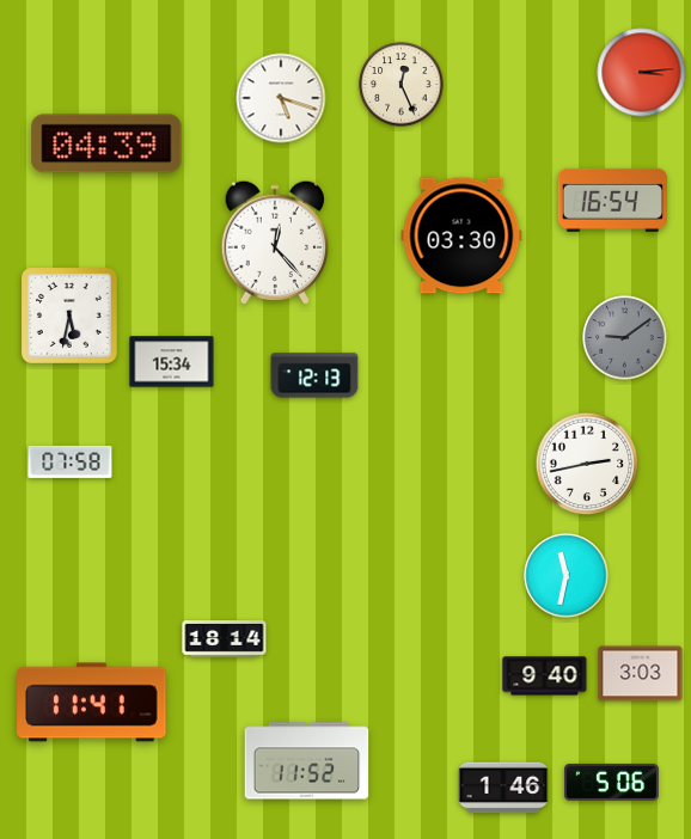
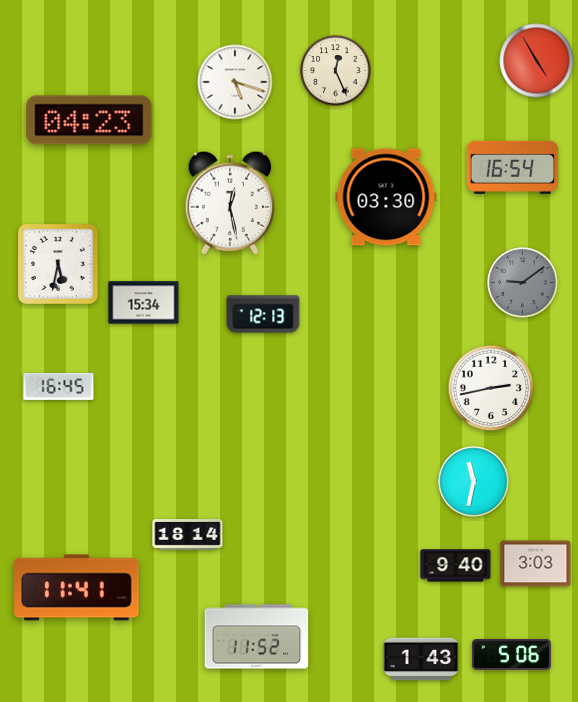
clock at (642, 73): 3:14 -> 4:55
clock at (106, 143): 04:39 -> 04:23
clock at (275, 243): 12:23 -> 12:28
clock at (71, 461): 07:58 -> 16:45
clock at (503, 788): 1:46 -> 1:43
